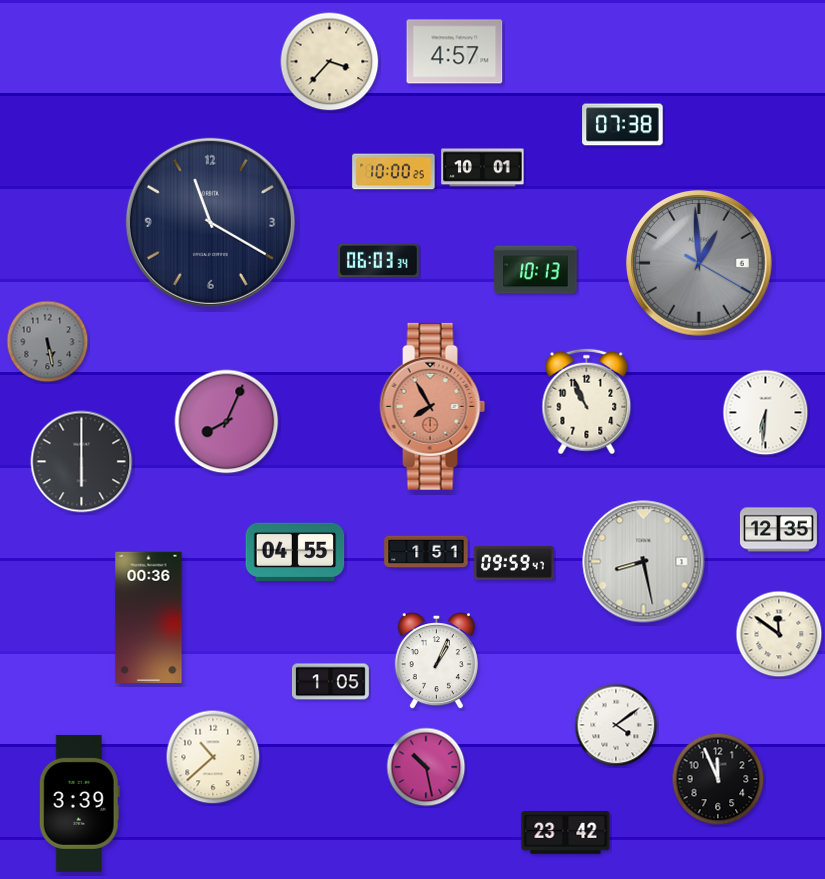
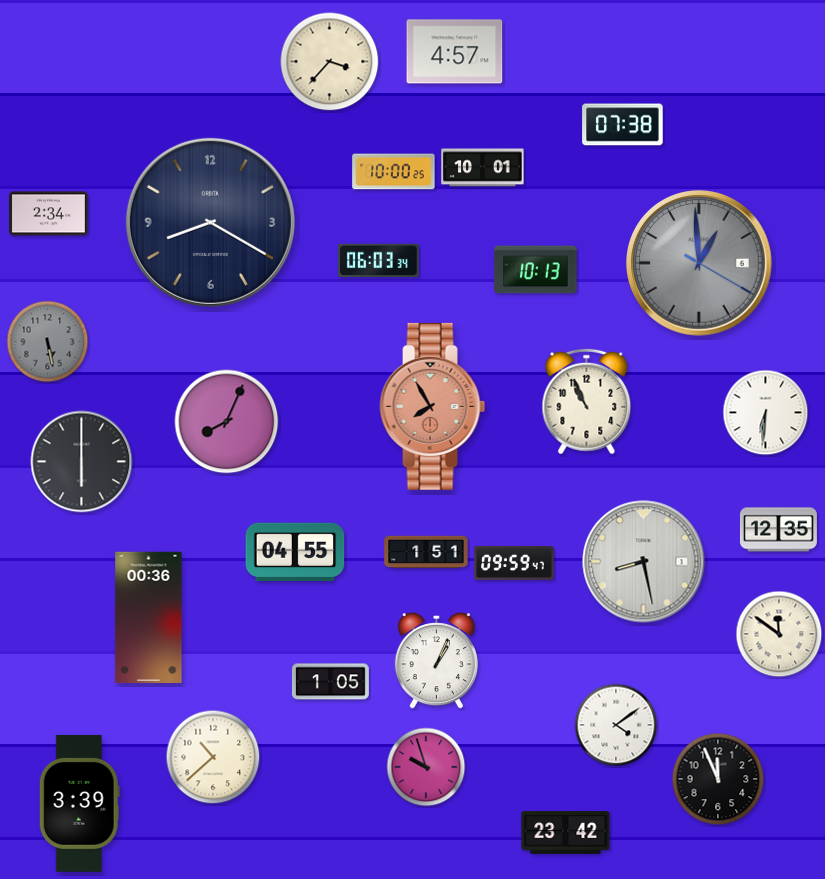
clock at (49, 214): none -> 2:34
clock at (210, 222): 11:20 -> 8:20
clock at (426, 767): 10:28 -> 9:57
